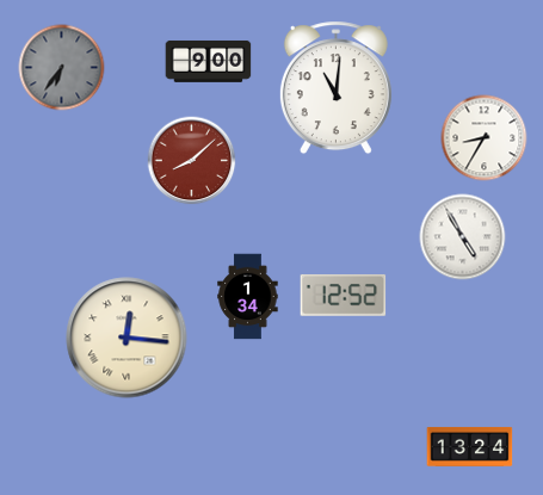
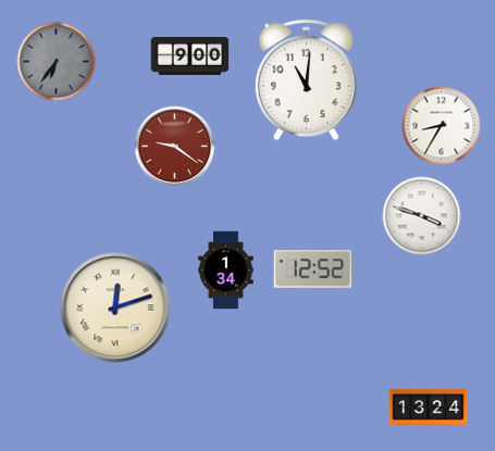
clock at (192, 161): 8:08 -> 9:21
clock at (463, 237): 4:55 -> 3:48
clock at (127, 338): 12:16 -> 12:12
